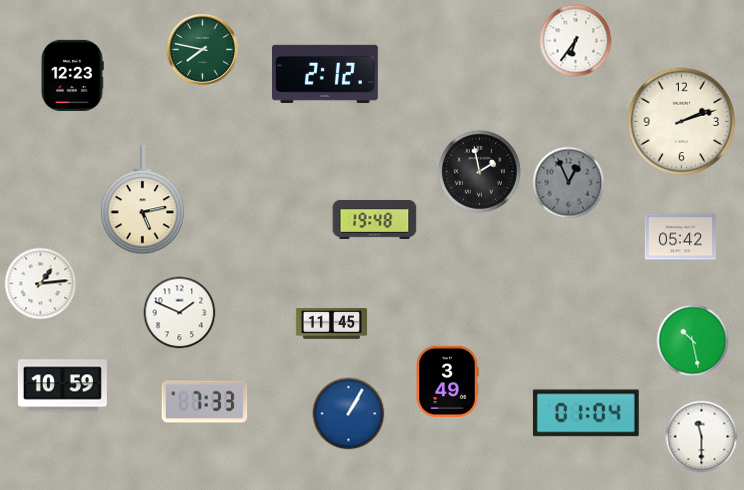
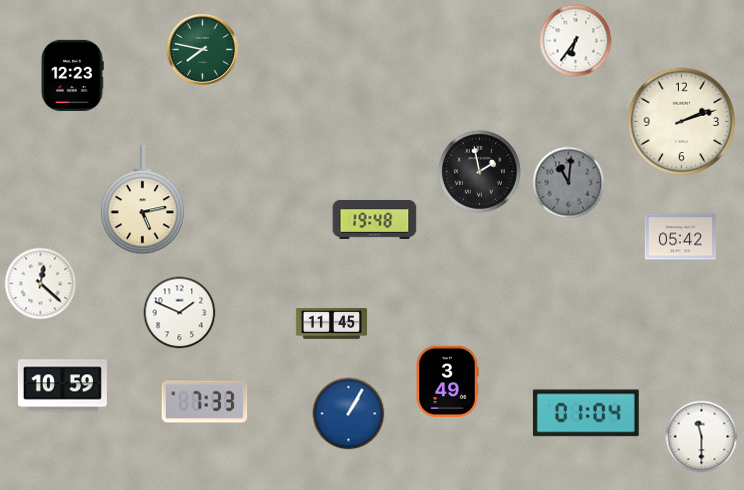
clock at (325, 74): 2:12 -> none
clock at (569, 183): 12:56 -> 11:01
clock at (41, 284): 1:14 -> 12:22
clock at (693, 341): 10:28 -> none
